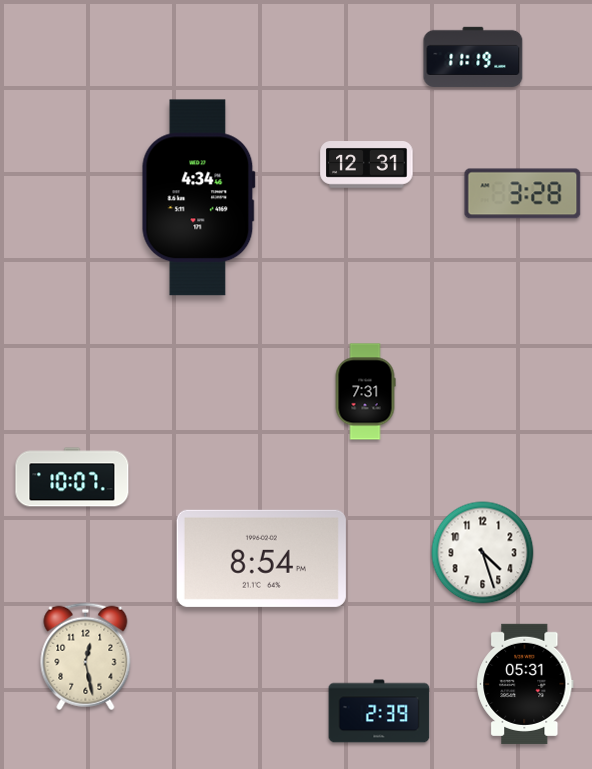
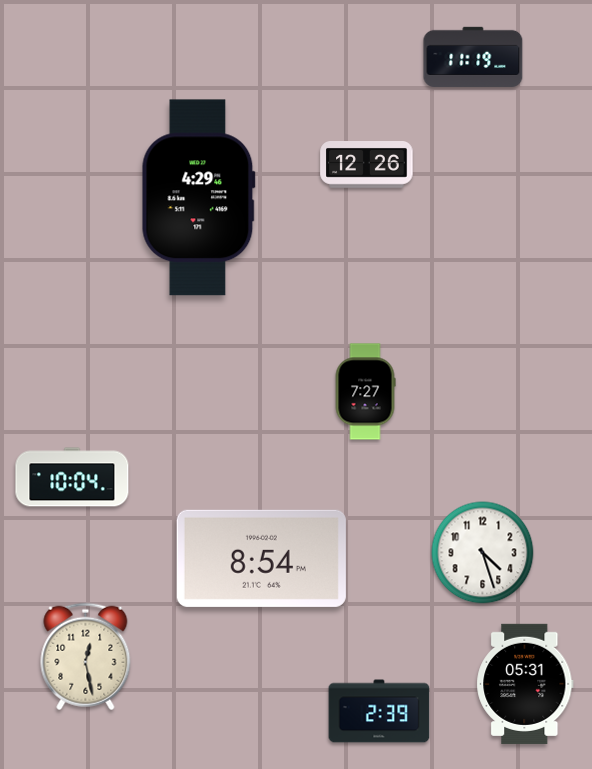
clock at (367, 165): 12:31 -> 12:26
clock at (523, 194): 3:28 -> none
clock at (198, 198): 4:34 -> 4:29
clock at (365, 392): 7:31 -> 7:27
clock at (72, 477): 10:07 -> 10:04
